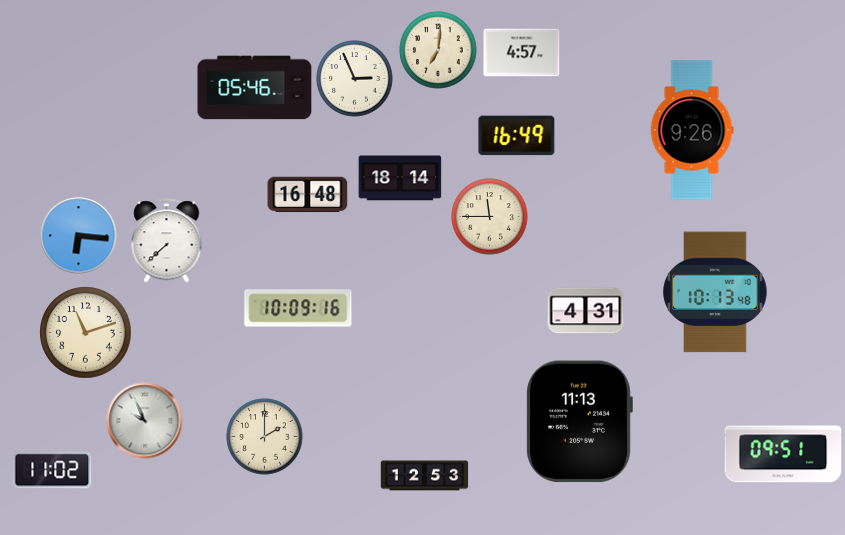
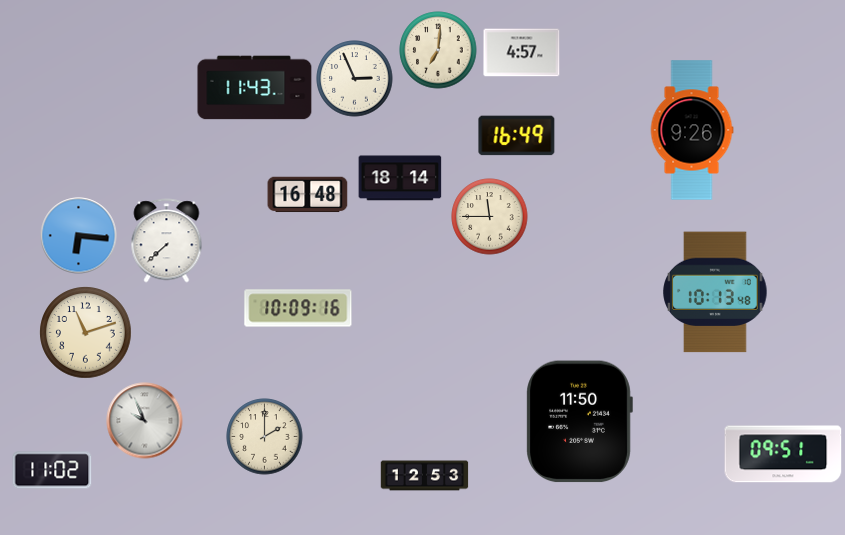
clock at (255, 88): 05:46 -> 11:43
clock at (586, 311): 4:31 -> none
clock at (579, 422): 11:13 -> 11:50
